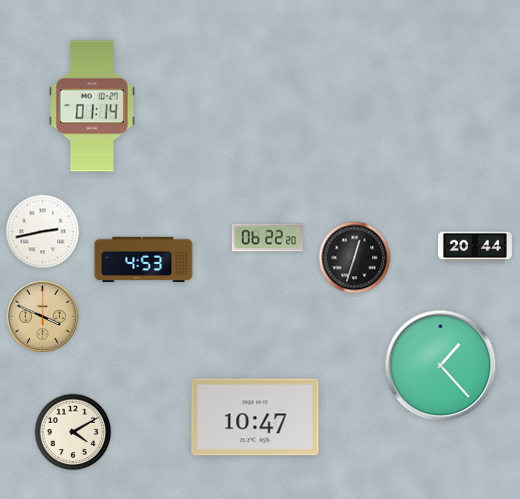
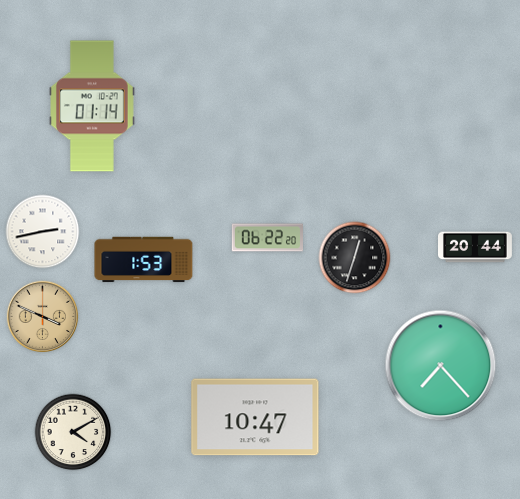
clock at (144, 260): 4:53 -> 1:53
clock at (441, 366): 1:23 -> 7:23
